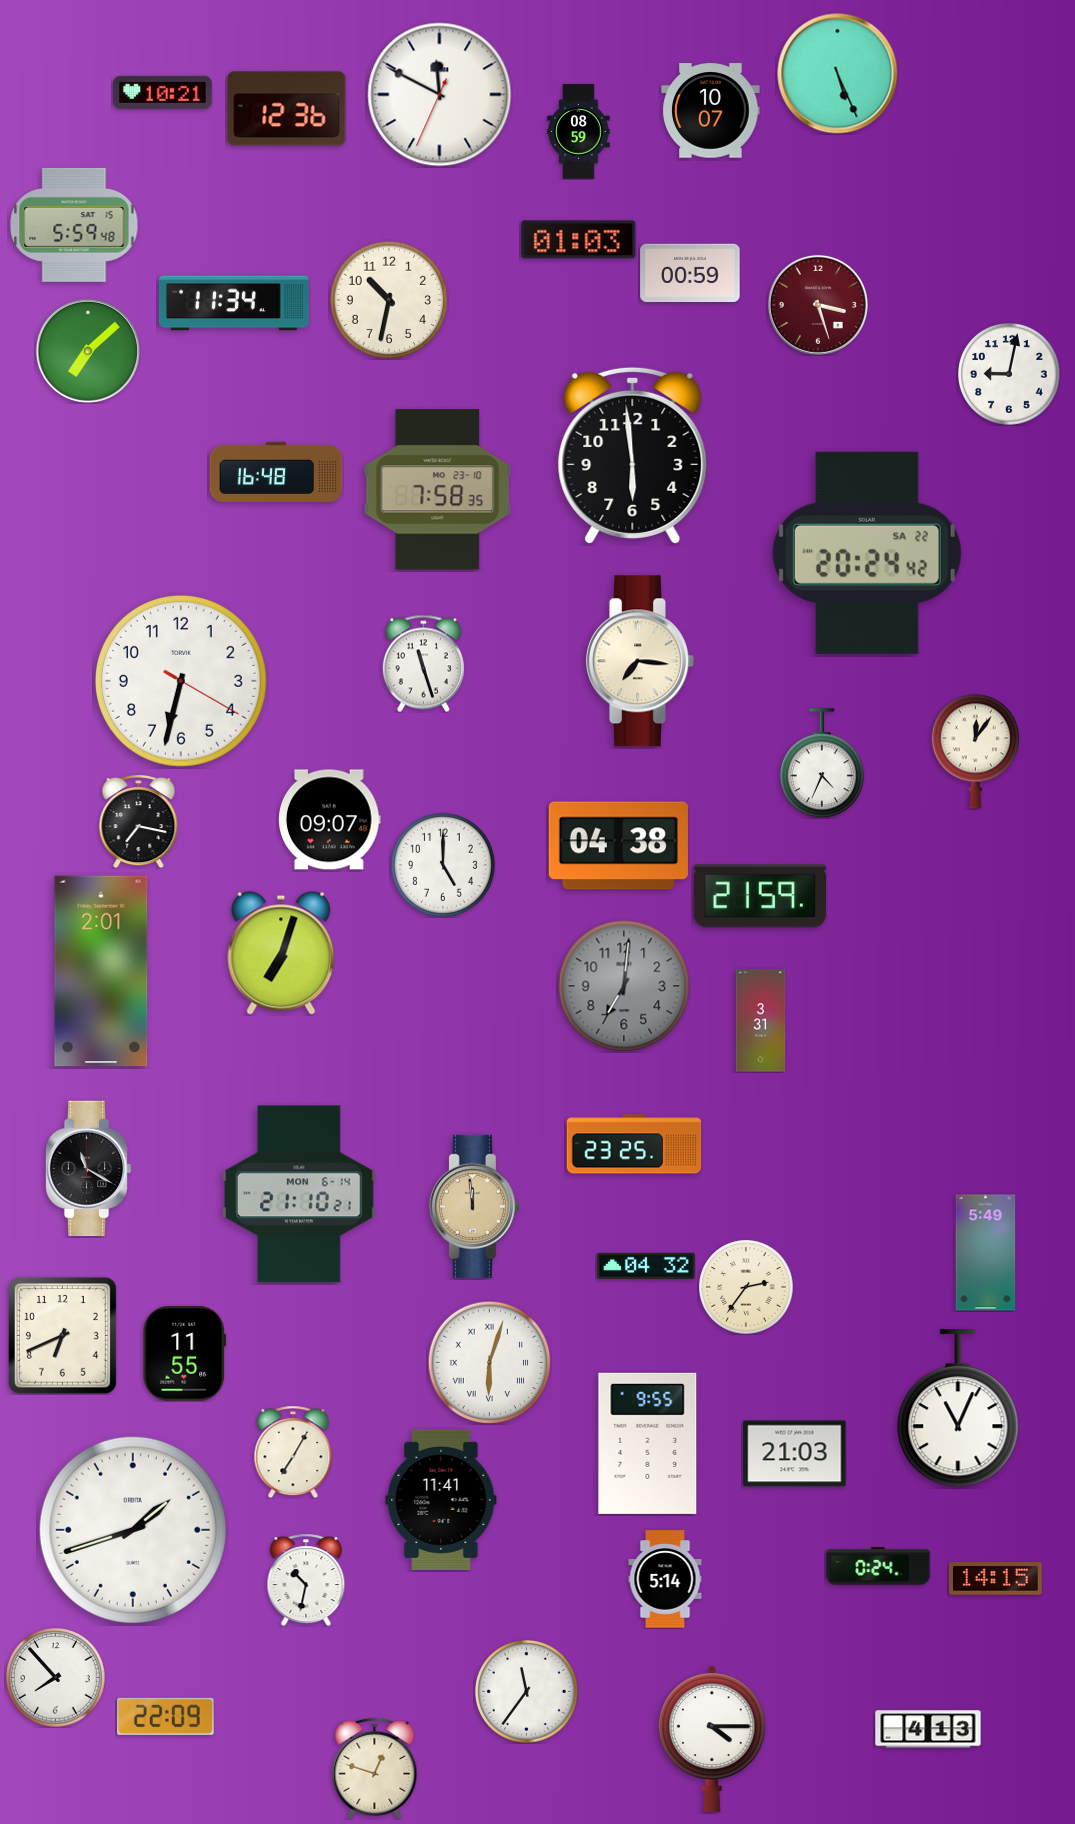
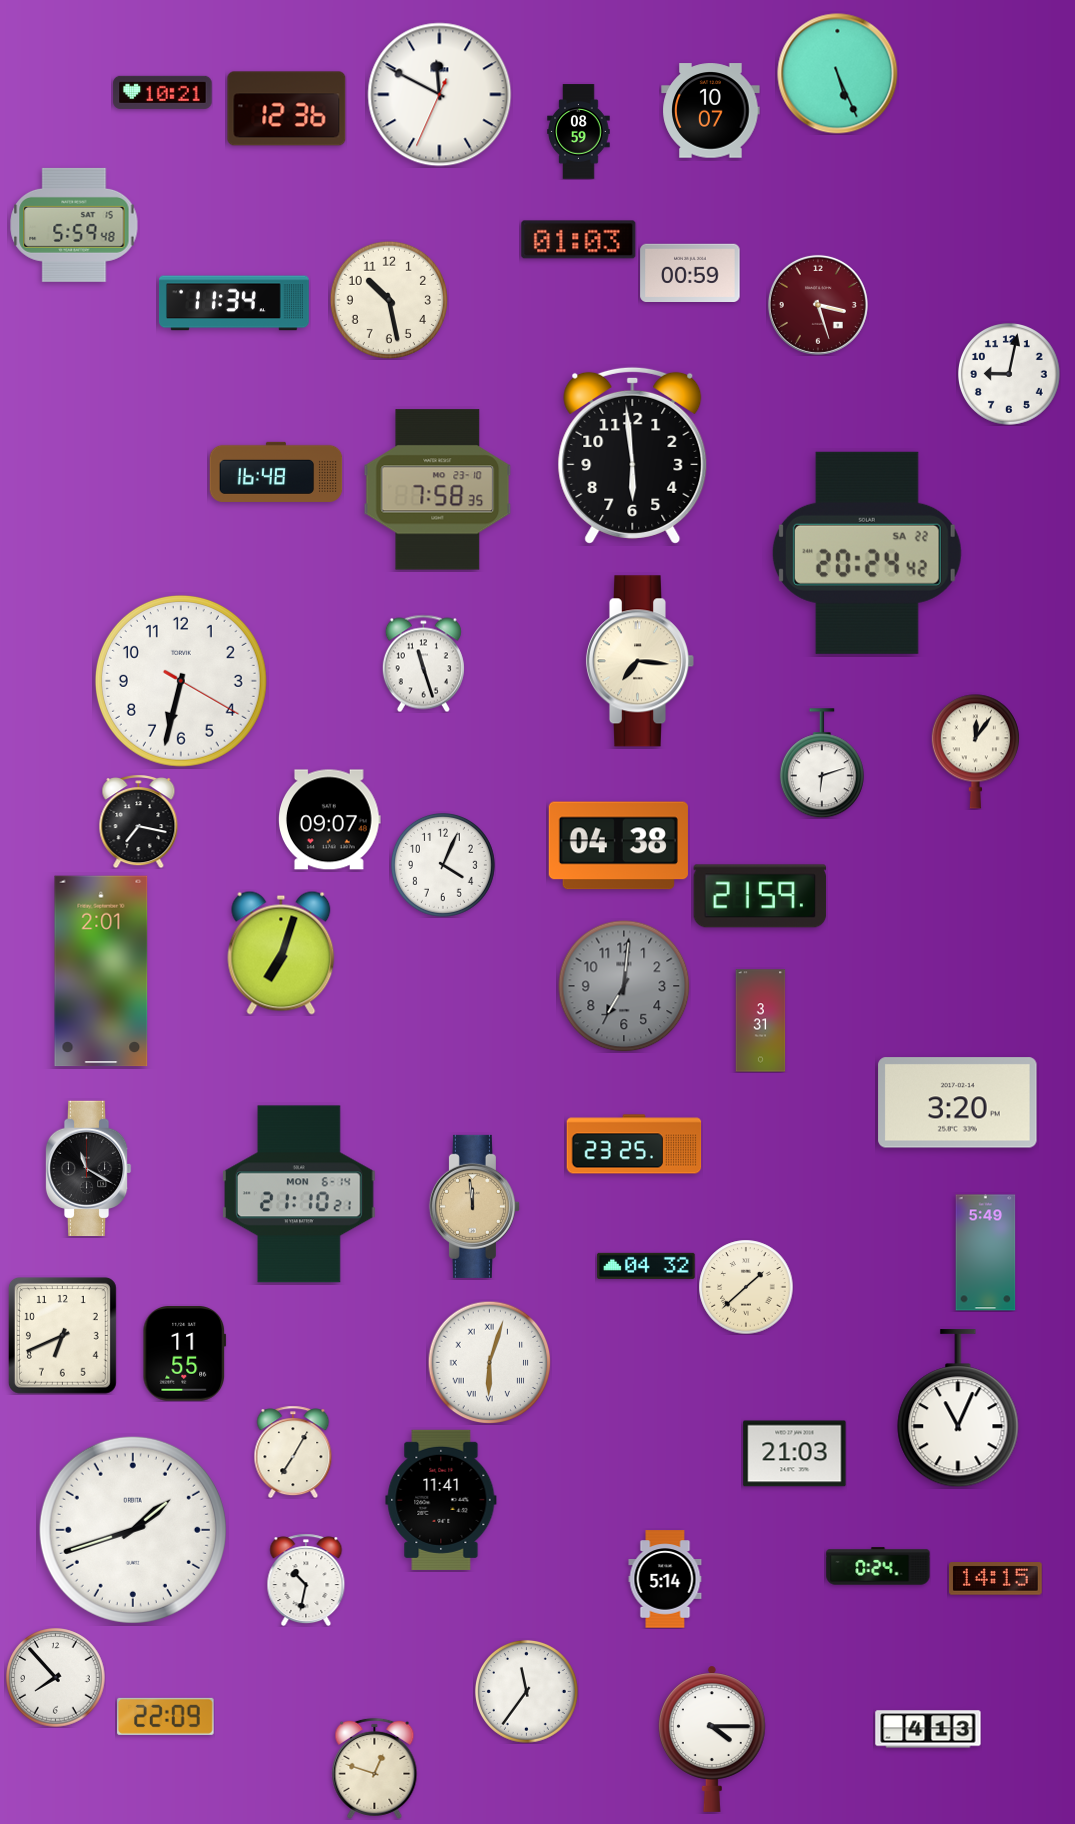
clock at (388, 299): 10:32 -> 10:28
clock at (88, 351): 7:08 -> none
clock at (822, 763): 4:34 -> 6:12
clock at (443, 865): 5:00 -> 4:04
clock at (958, 1103): none -> 3:20
clock at (746, 1287): 2:36 -> 1:38
clock at (648, 1443): 9:55 -> none
